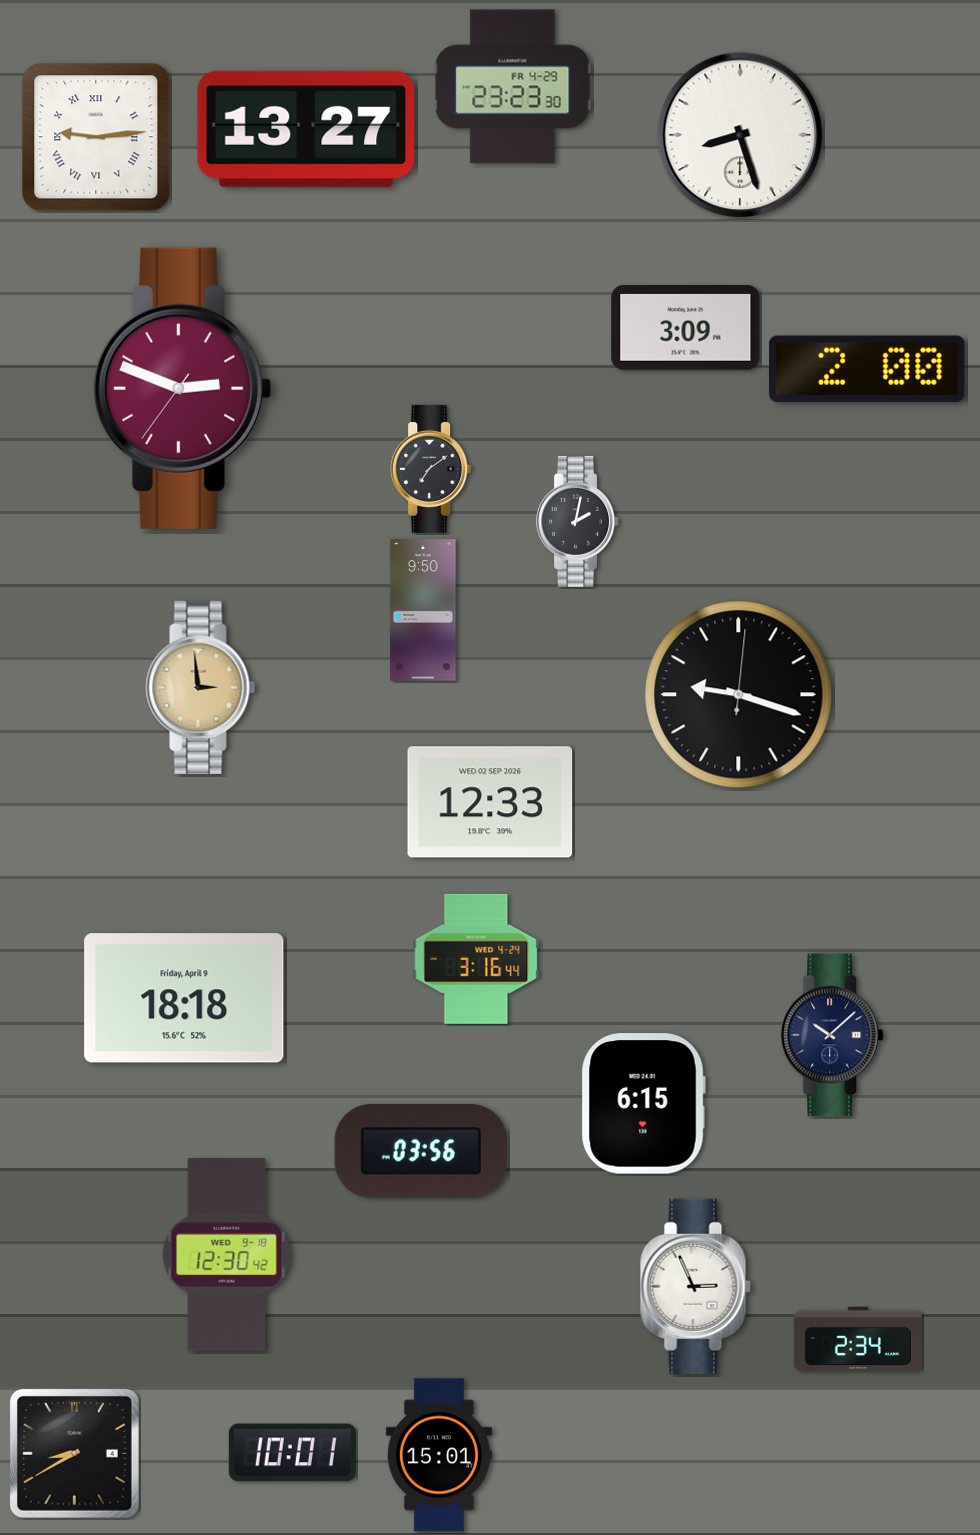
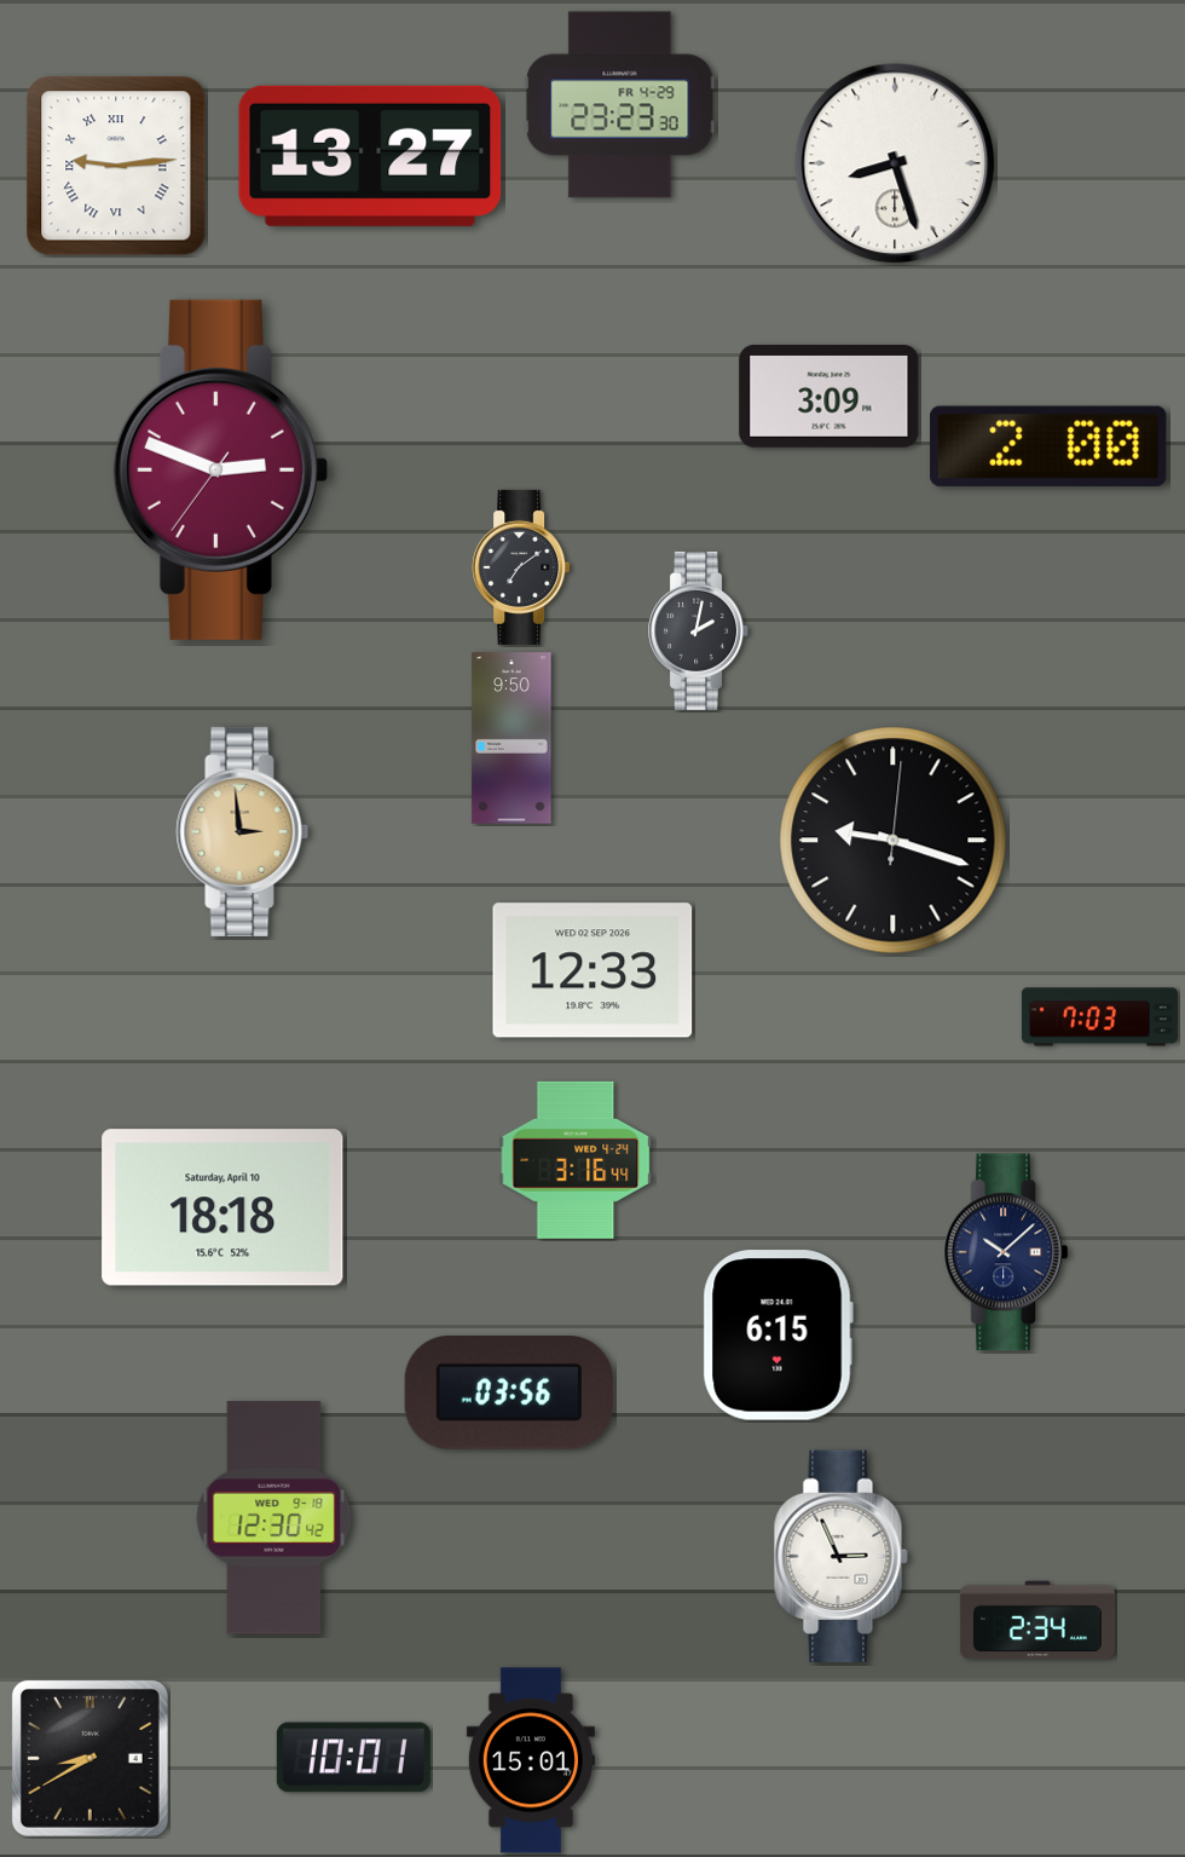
clock at (1099, 1017): none -> 7:03
clock at (184, 998) date: Friday, April 9 -> Saturday, April 10
